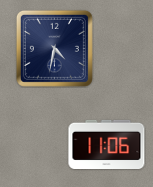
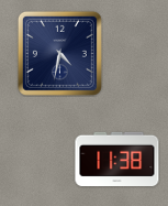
clock at (107, 144): 11:06 -> 11:38
